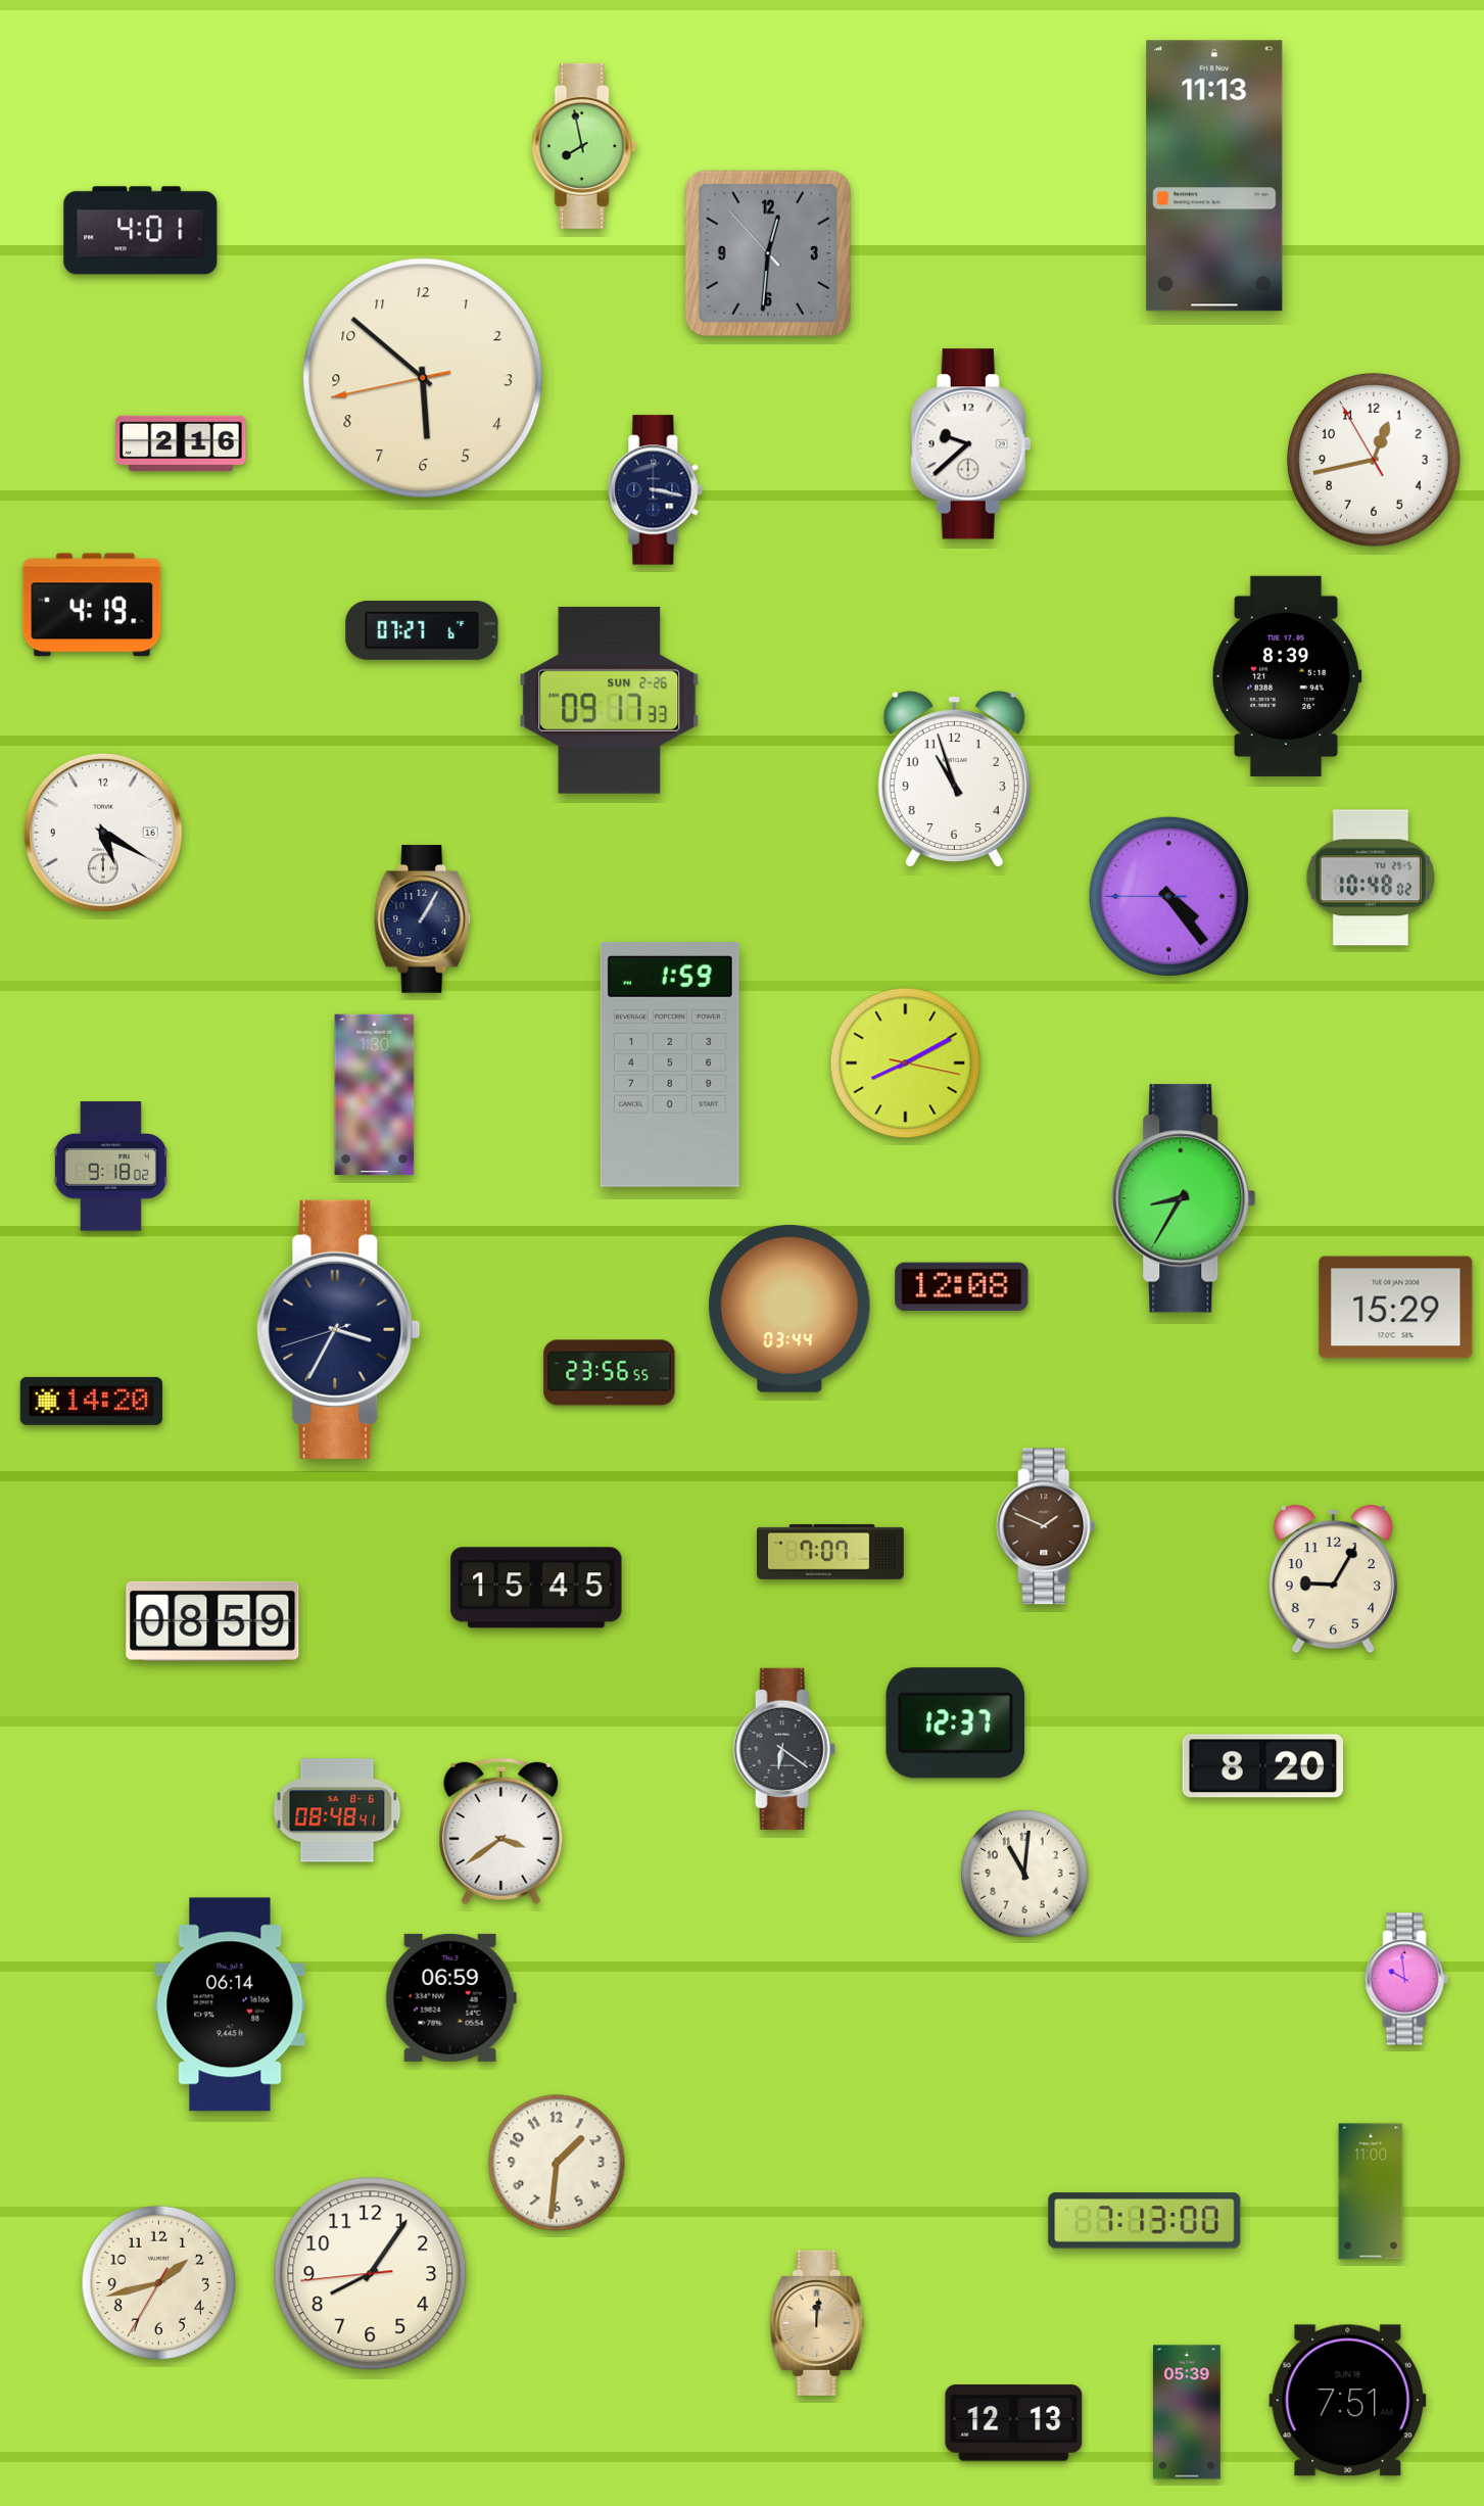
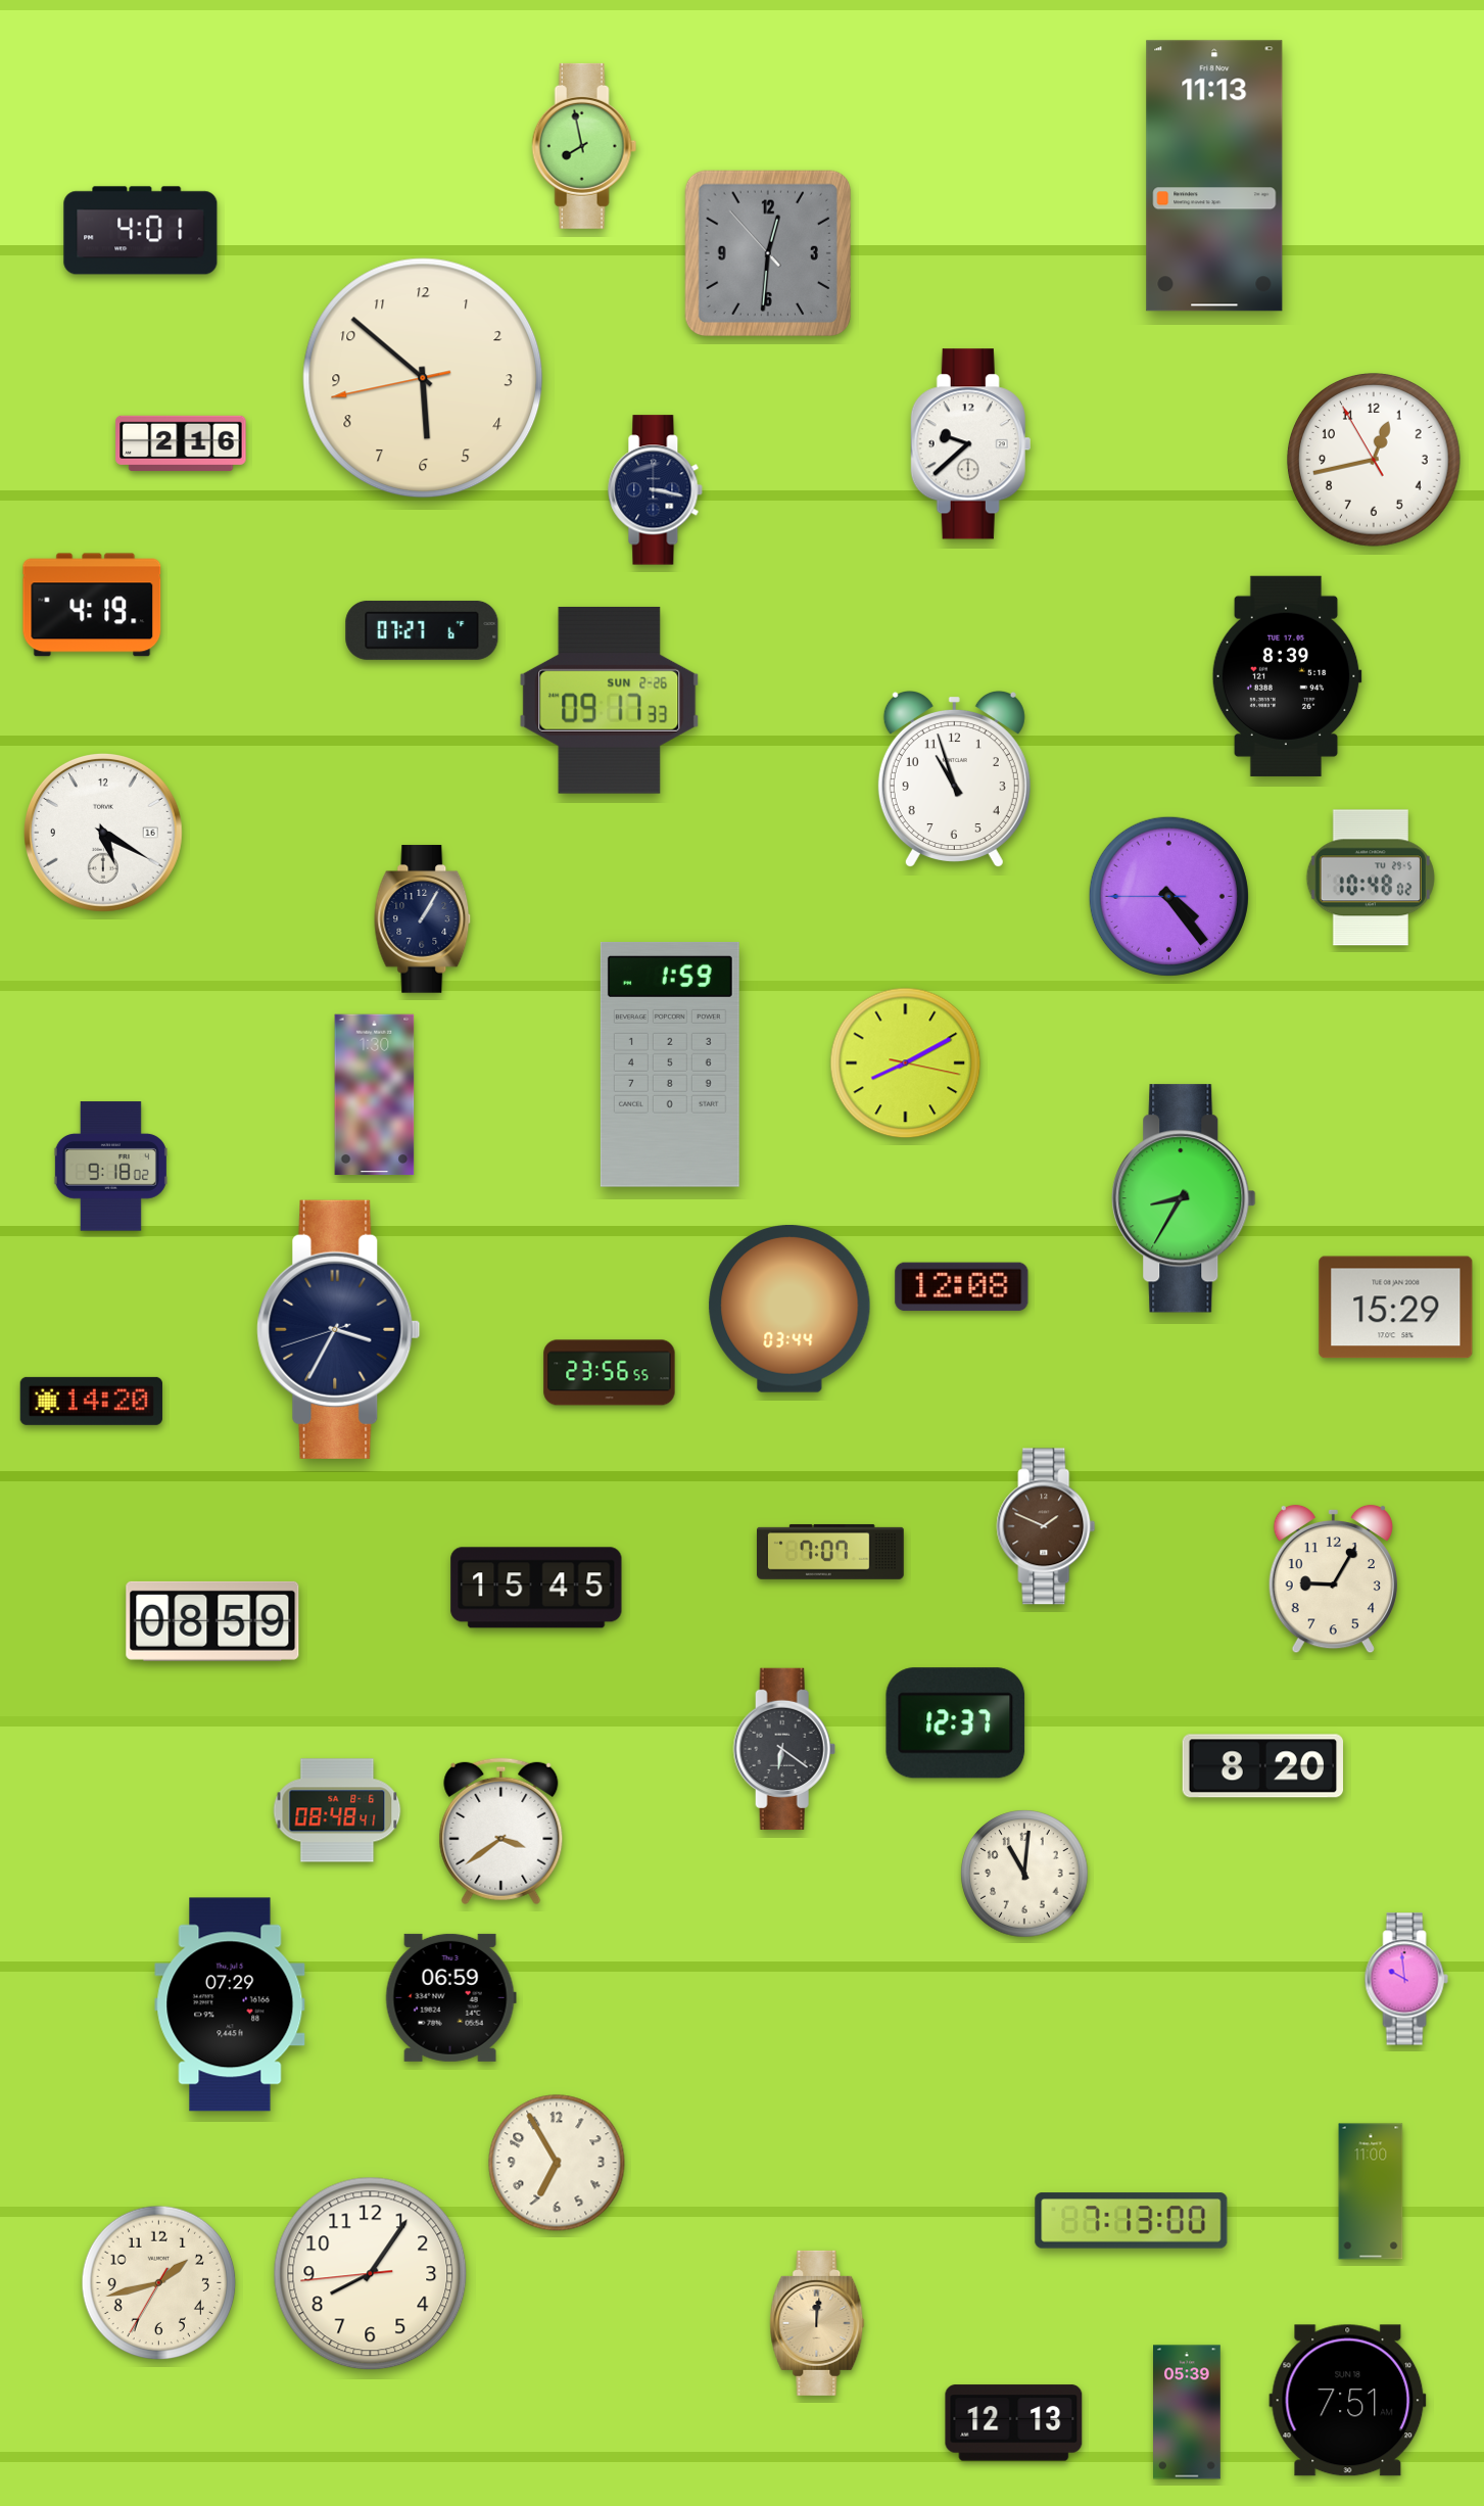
clock at (230, 2004): 06:14 -> 07:29
clock at (557, 2163): 1:31 -> 6:55
clock at (1145, 2221) position: (1145, 2221) -> (1132, 2221)
